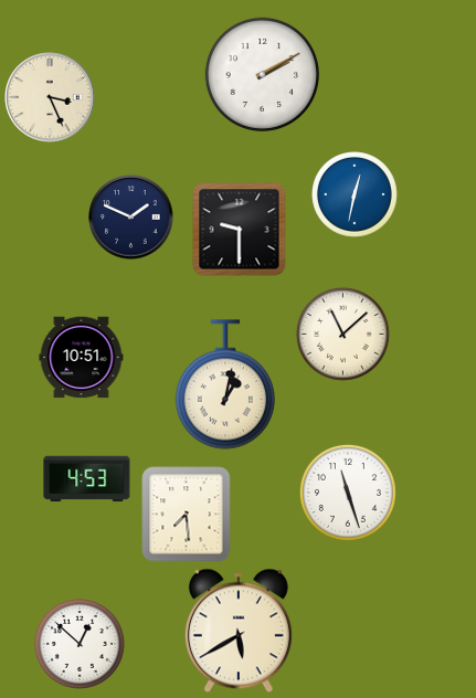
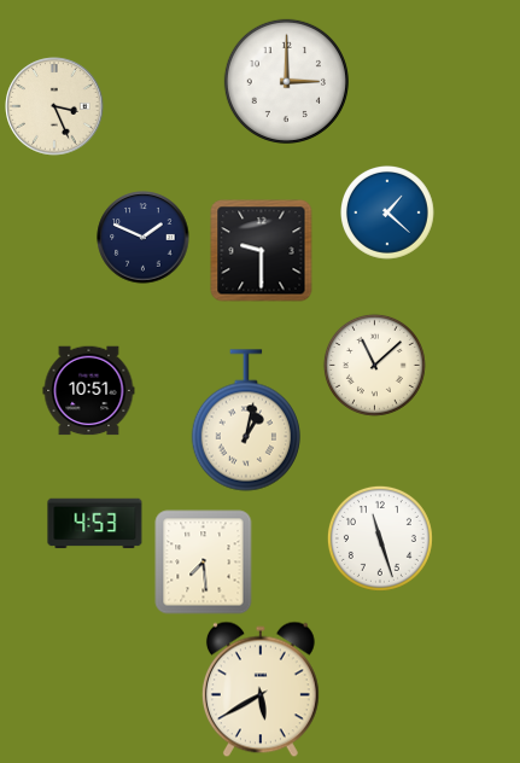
clock at (262, 74): 2:10 -> 3:00
clock at (356, 195): 12:32 -> 1:22
clock at (80, 644): 12:52 -> none
